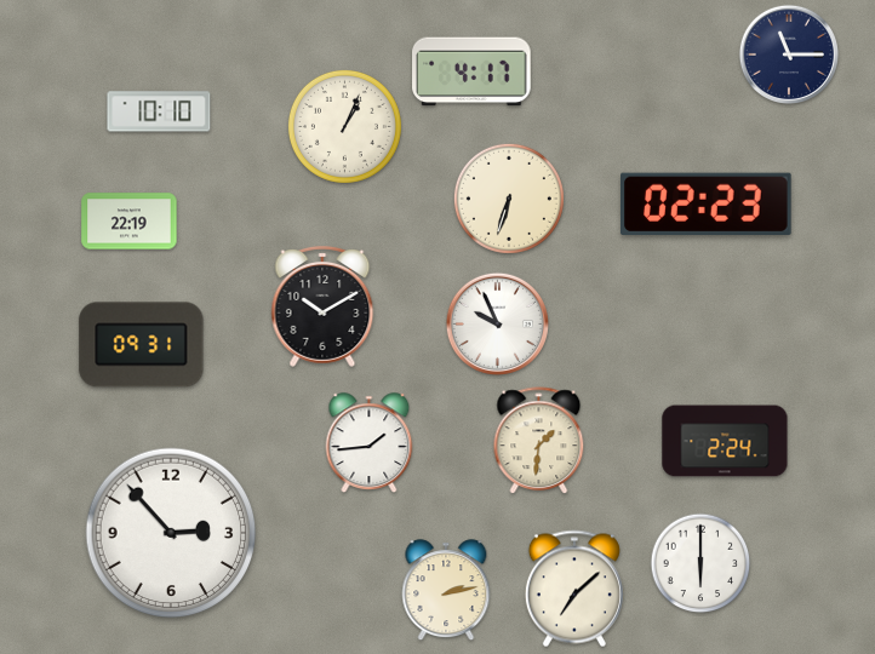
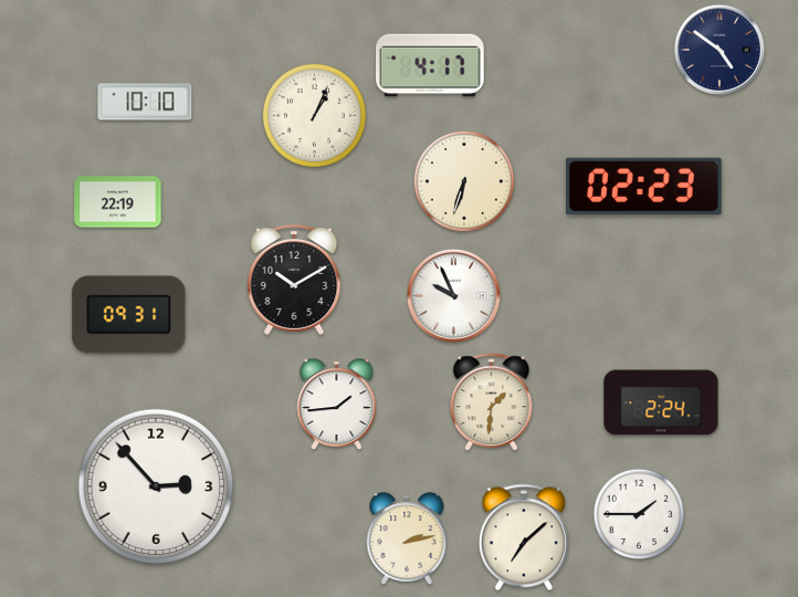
clock at (788, 53): 11:15 -> 4:51
clock at (700, 563): 6:00 -> 1:45
